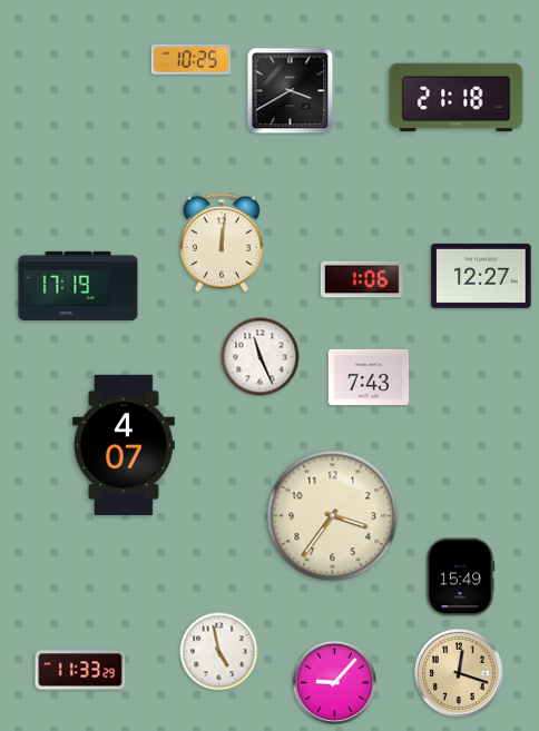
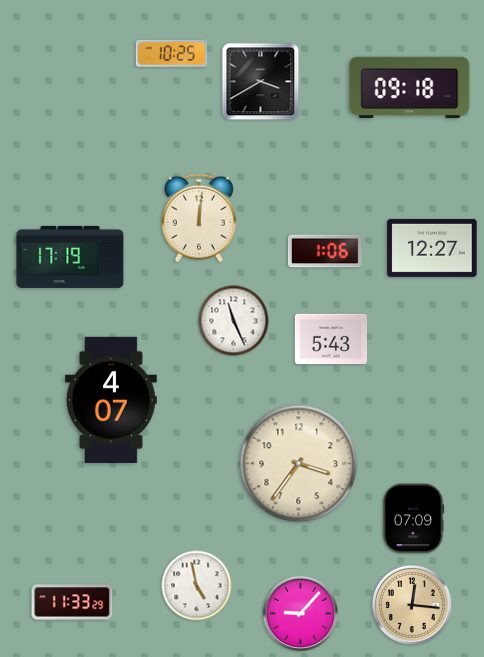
clock at (457, 98): 21:18 -> 09:18
clock at (369, 377): 7:43 -> 5:43
clock at (460, 577): 15:49 -> 07:09
clock at (459, 673): 12:18 -> 12:16
